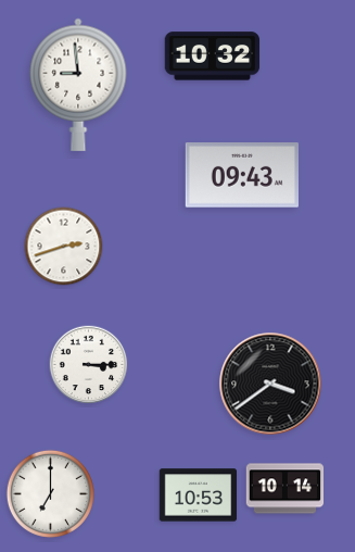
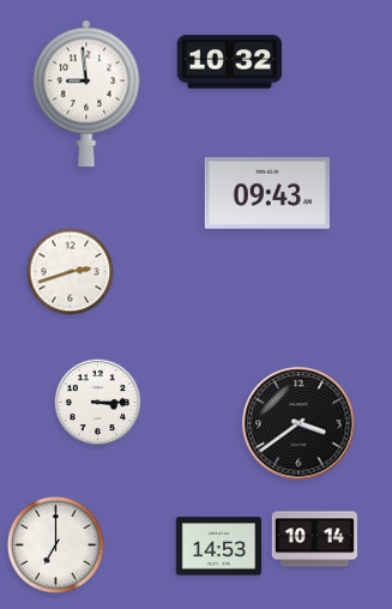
clock at (213, 57) position: (213, 57) -> (230, 62)
clock at (199, 495): 10:53 -> 14:53
